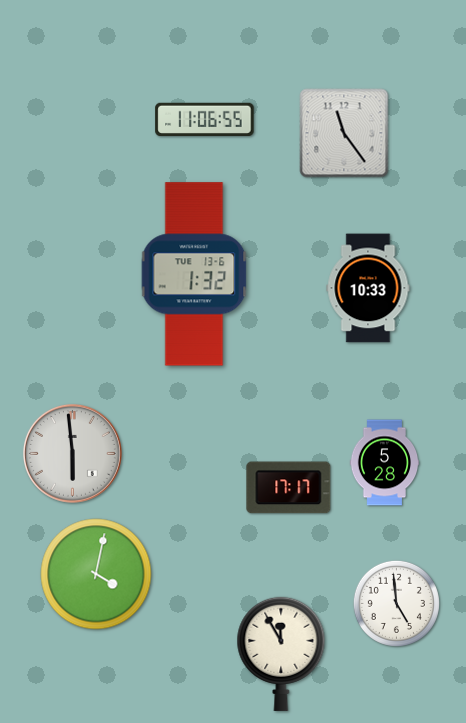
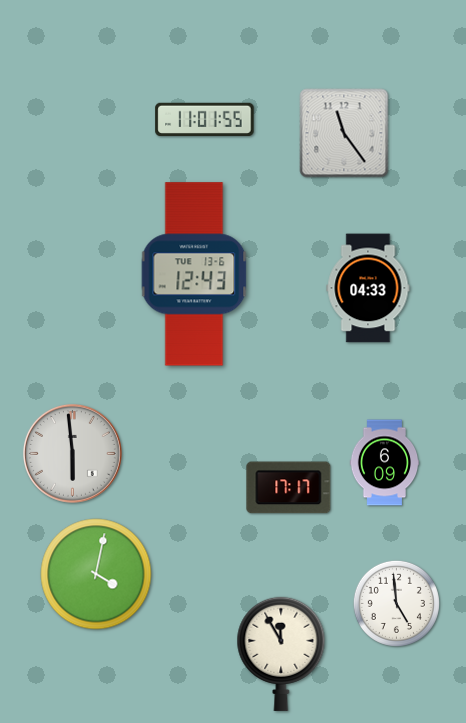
clock at (205, 119): 11:06 -> 11:01
clock at (194, 274): 1:32 -> 12:43
clock at (368, 288): 10:33 -> 04:33
clock at (385, 463): 5:28 -> 6:09
